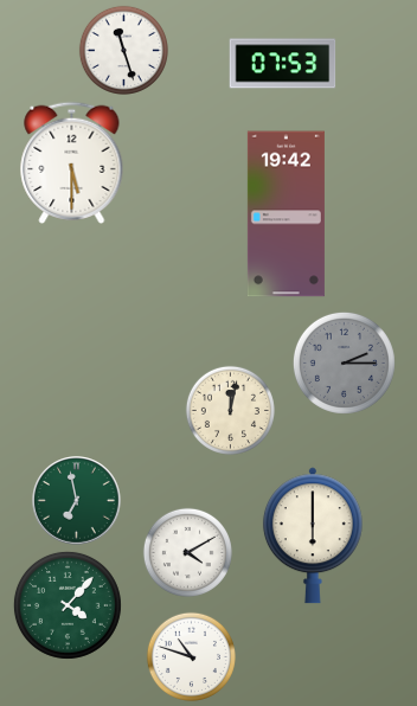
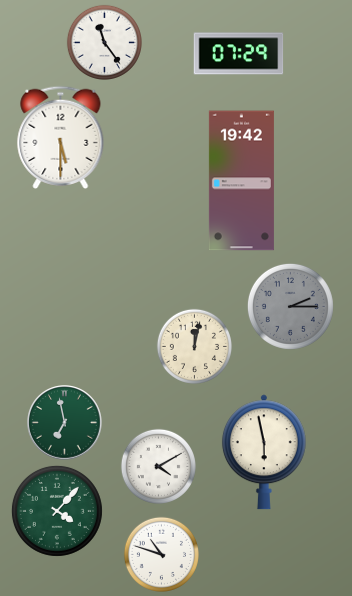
clock at (123, 50): 11:27 -> 11:24
clock at (283, 64): 07:53 -> 07:29
clock at (313, 535): 6:00 -> 5:58
